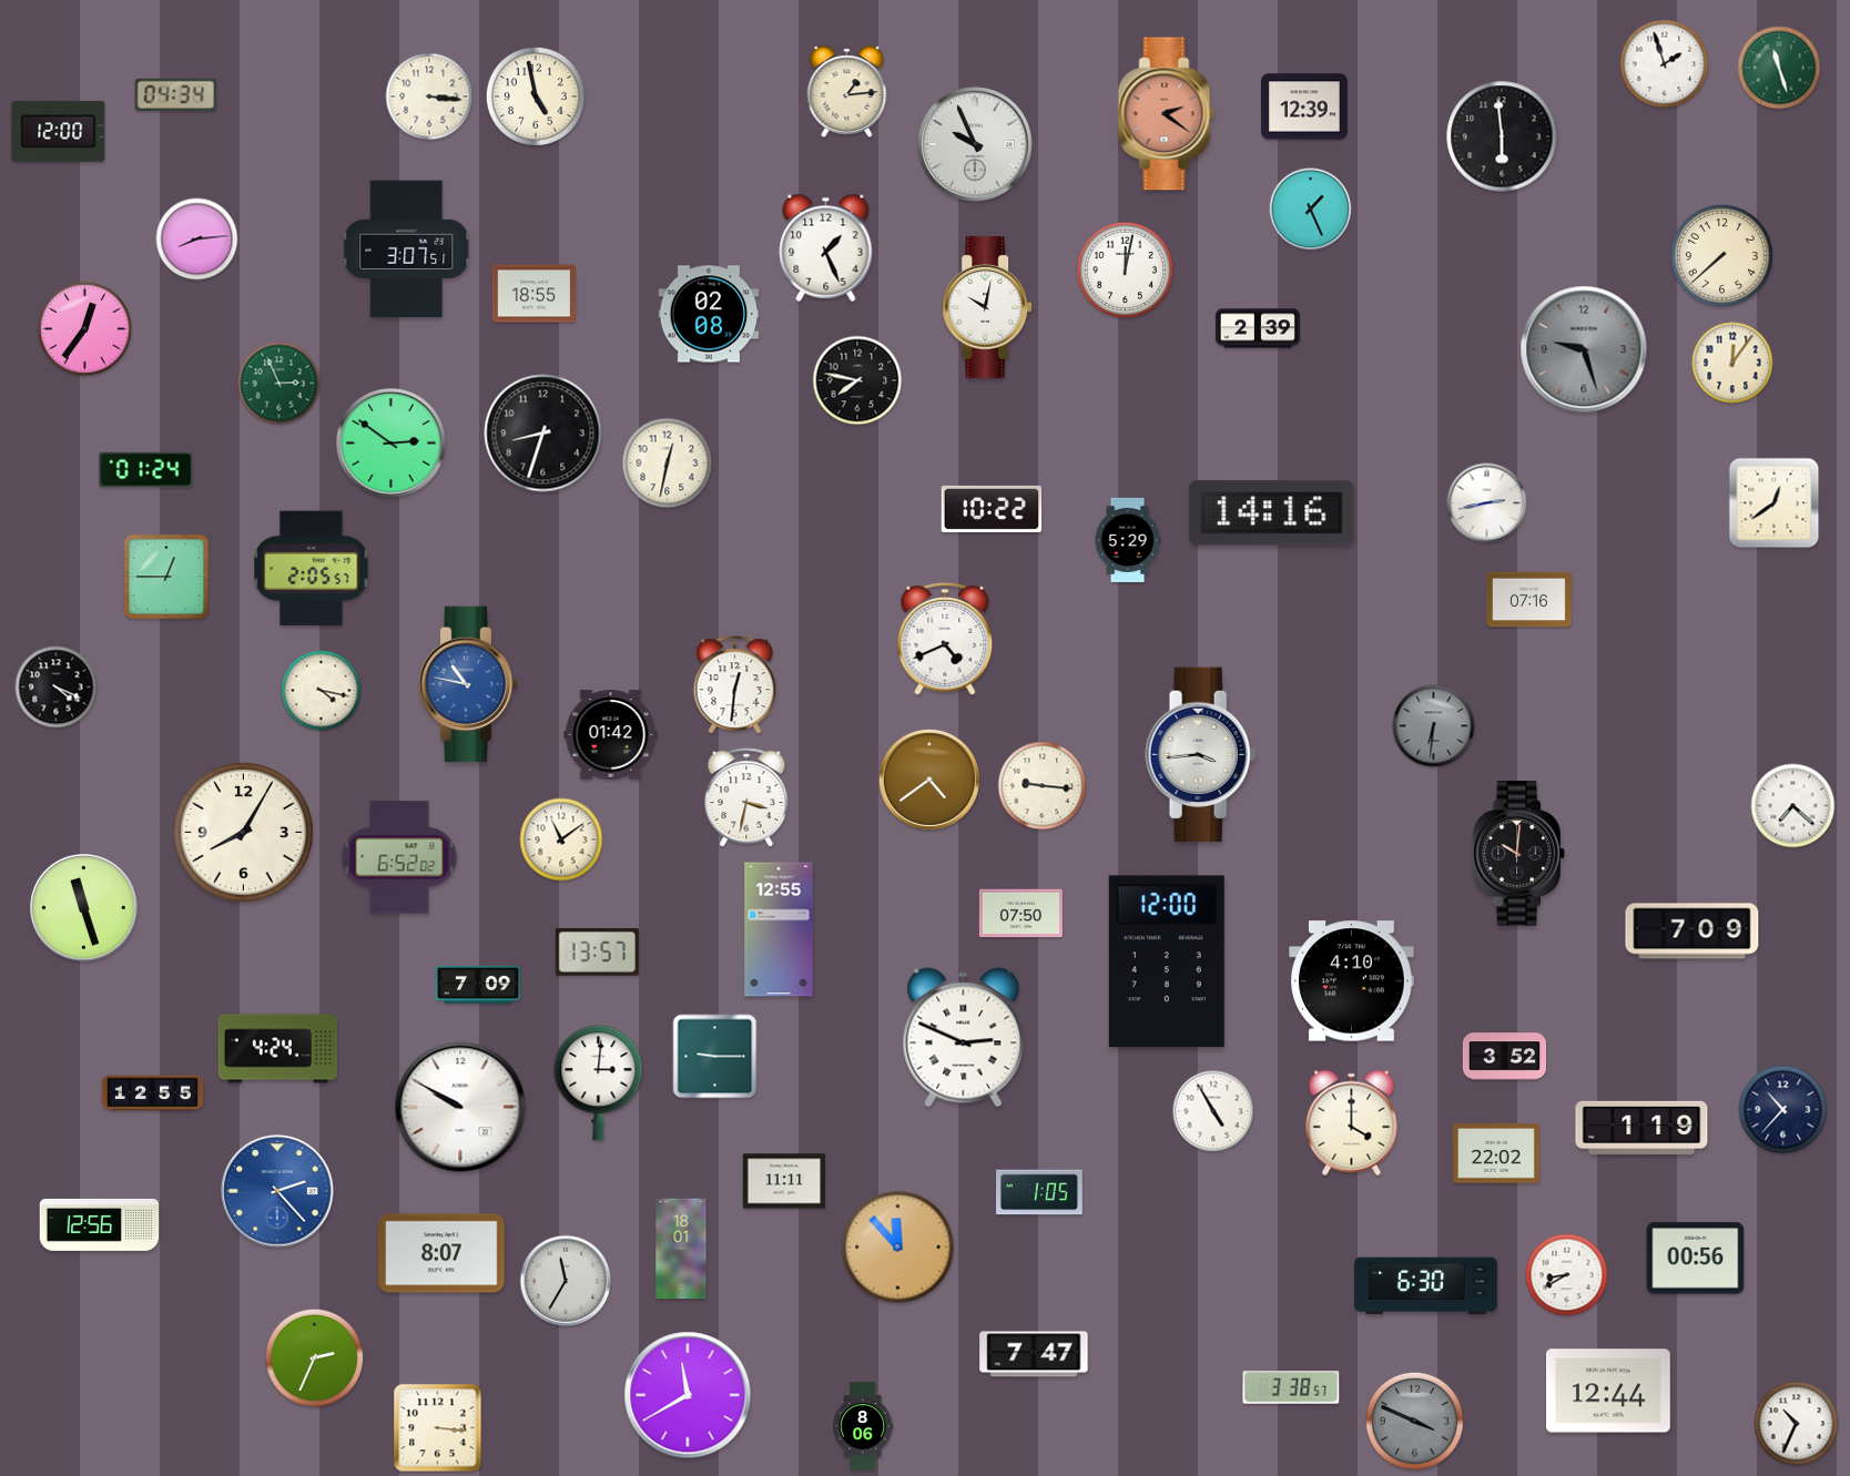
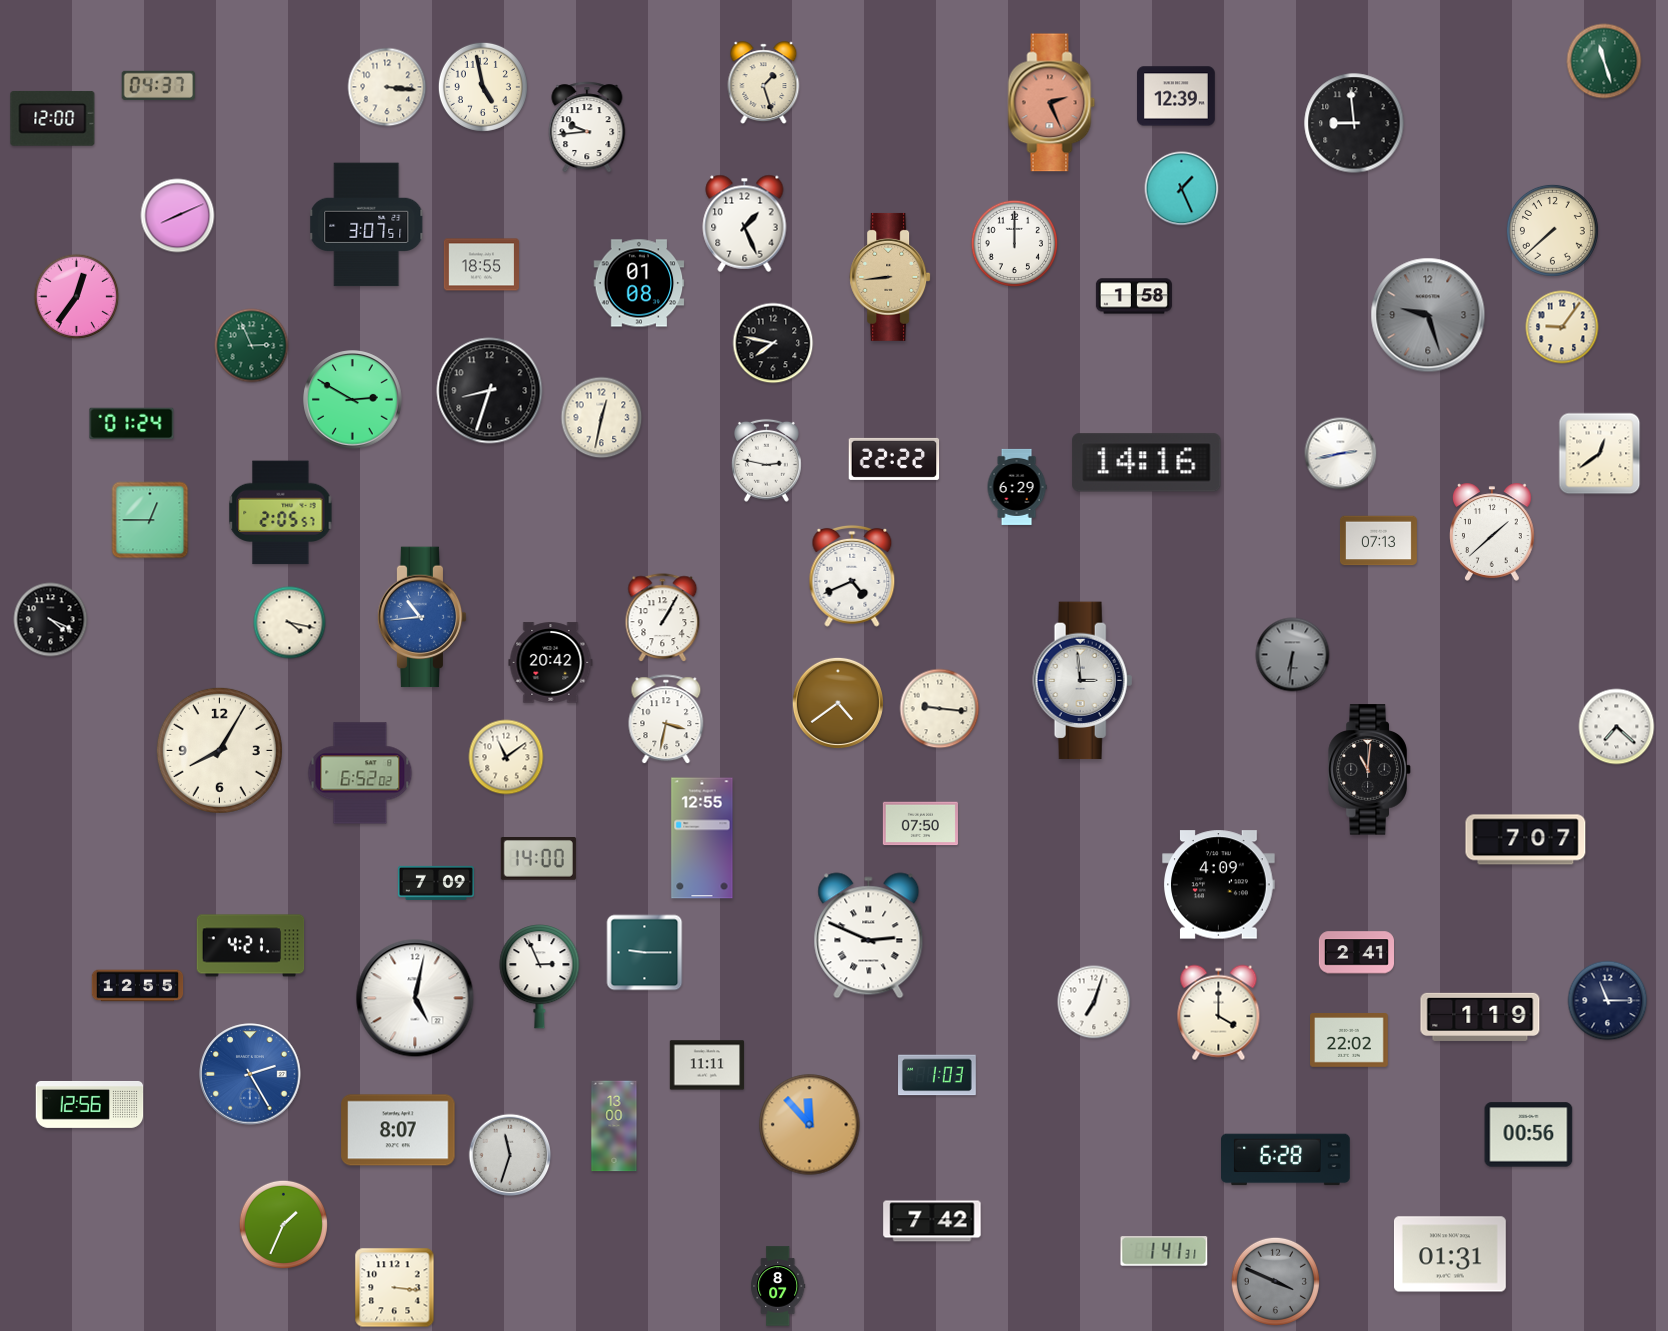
clock at (1665, 64): 1:57 -> none
clock at (847, 92): 1:14 -> 1:27
clock at (176, 94): 04:34 -> 04:37
clock at (1167, 114): 2:21 -> 2:26
clock at (1502, 136): 5:59 -> 8:59
clock at (587, 127): none -> 9:44
clock at (975, 144): 9:56 -> none
clock at (197, 240): 8:14 -> 8:11
clock at (1125, 269): 12:02 -> 12:00
clock at (987, 307): 10:02 -> 8:44
clock at (987, 307) dial: white -> champagne
clock at (709, 314): 02:08 -> 01:08
clock at (1258, 328): 2:39 -> 1:58
clock at (1732, 363): 12:06 -> 9:06
clock at (392, 444): 2:51 -> 2:50
clock at (992, 509): 10:22 -> 22:22
clock at (766, 460): none -> 2:47
clock at (1128, 540): 5:29 -> 6:29
clock at (1493, 532): none -> 1:38
clock at (1528, 600): 07:16 -> 07:13
clock at (468, 684): 10:47 -> 10:44
clock at (735, 685): 12:31 -> 1:05
clock at (611, 735): 01:42 -> 20:42
clock at (1201, 755): 3:44 -> 2:59
clock at (746, 798) position: (746, 798) -> (666, 720)
clock at (1519, 854): 10:01 -> 11:01
clock at (84, 908): 11:27 -> none
clock at (1693, 932): 7:09 -> 7:07
clock at (597, 953): 13:57 -> 14:00
clock at (1167, 961): 12:00 -> none
clock at (1352, 981): 4:10 -> 4:09
clock at (478, 985) position: (478, 985) -> (436, 883)
clock at (278, 1049): 4:24 -> 4:21
clock at (1504, 1057): 3:52 -> 2:41
clock at (599, 1083): 3:01 -> 2:56
clock at (460, 1107): 9:50 -> 5:02
clock at (1783, 1110): 10:37 -> 11:15
clock at (1213, 1111): 4:55 -> 7:03
clock at (277, 1191): 2:23 -> 2:25
clock at (1040, 1192): 1:05 -> 1:03
clock at (681, 1249): 18:01 -> 13:00
clock at (1567, 1275): 8:40 -> none
clock at (566, 1281): 11:35 -> 11:33
clock at (1426, 1286): 6:30 -> 6:28
clock at (1034, 1354): 7:47 -> 7:42
clock at (314, 1357): 2:34 -> 1:34
clock at (1291, 1387): 3:38 -> 1:41
clock at (1609, 1391): 12:44 -> 01:31
clock at (688, 1395): 11:40 -> none
clock at (1797, 1424): 10:34 -> none
clock at (863, 1426): 8:06 -> 8:07
